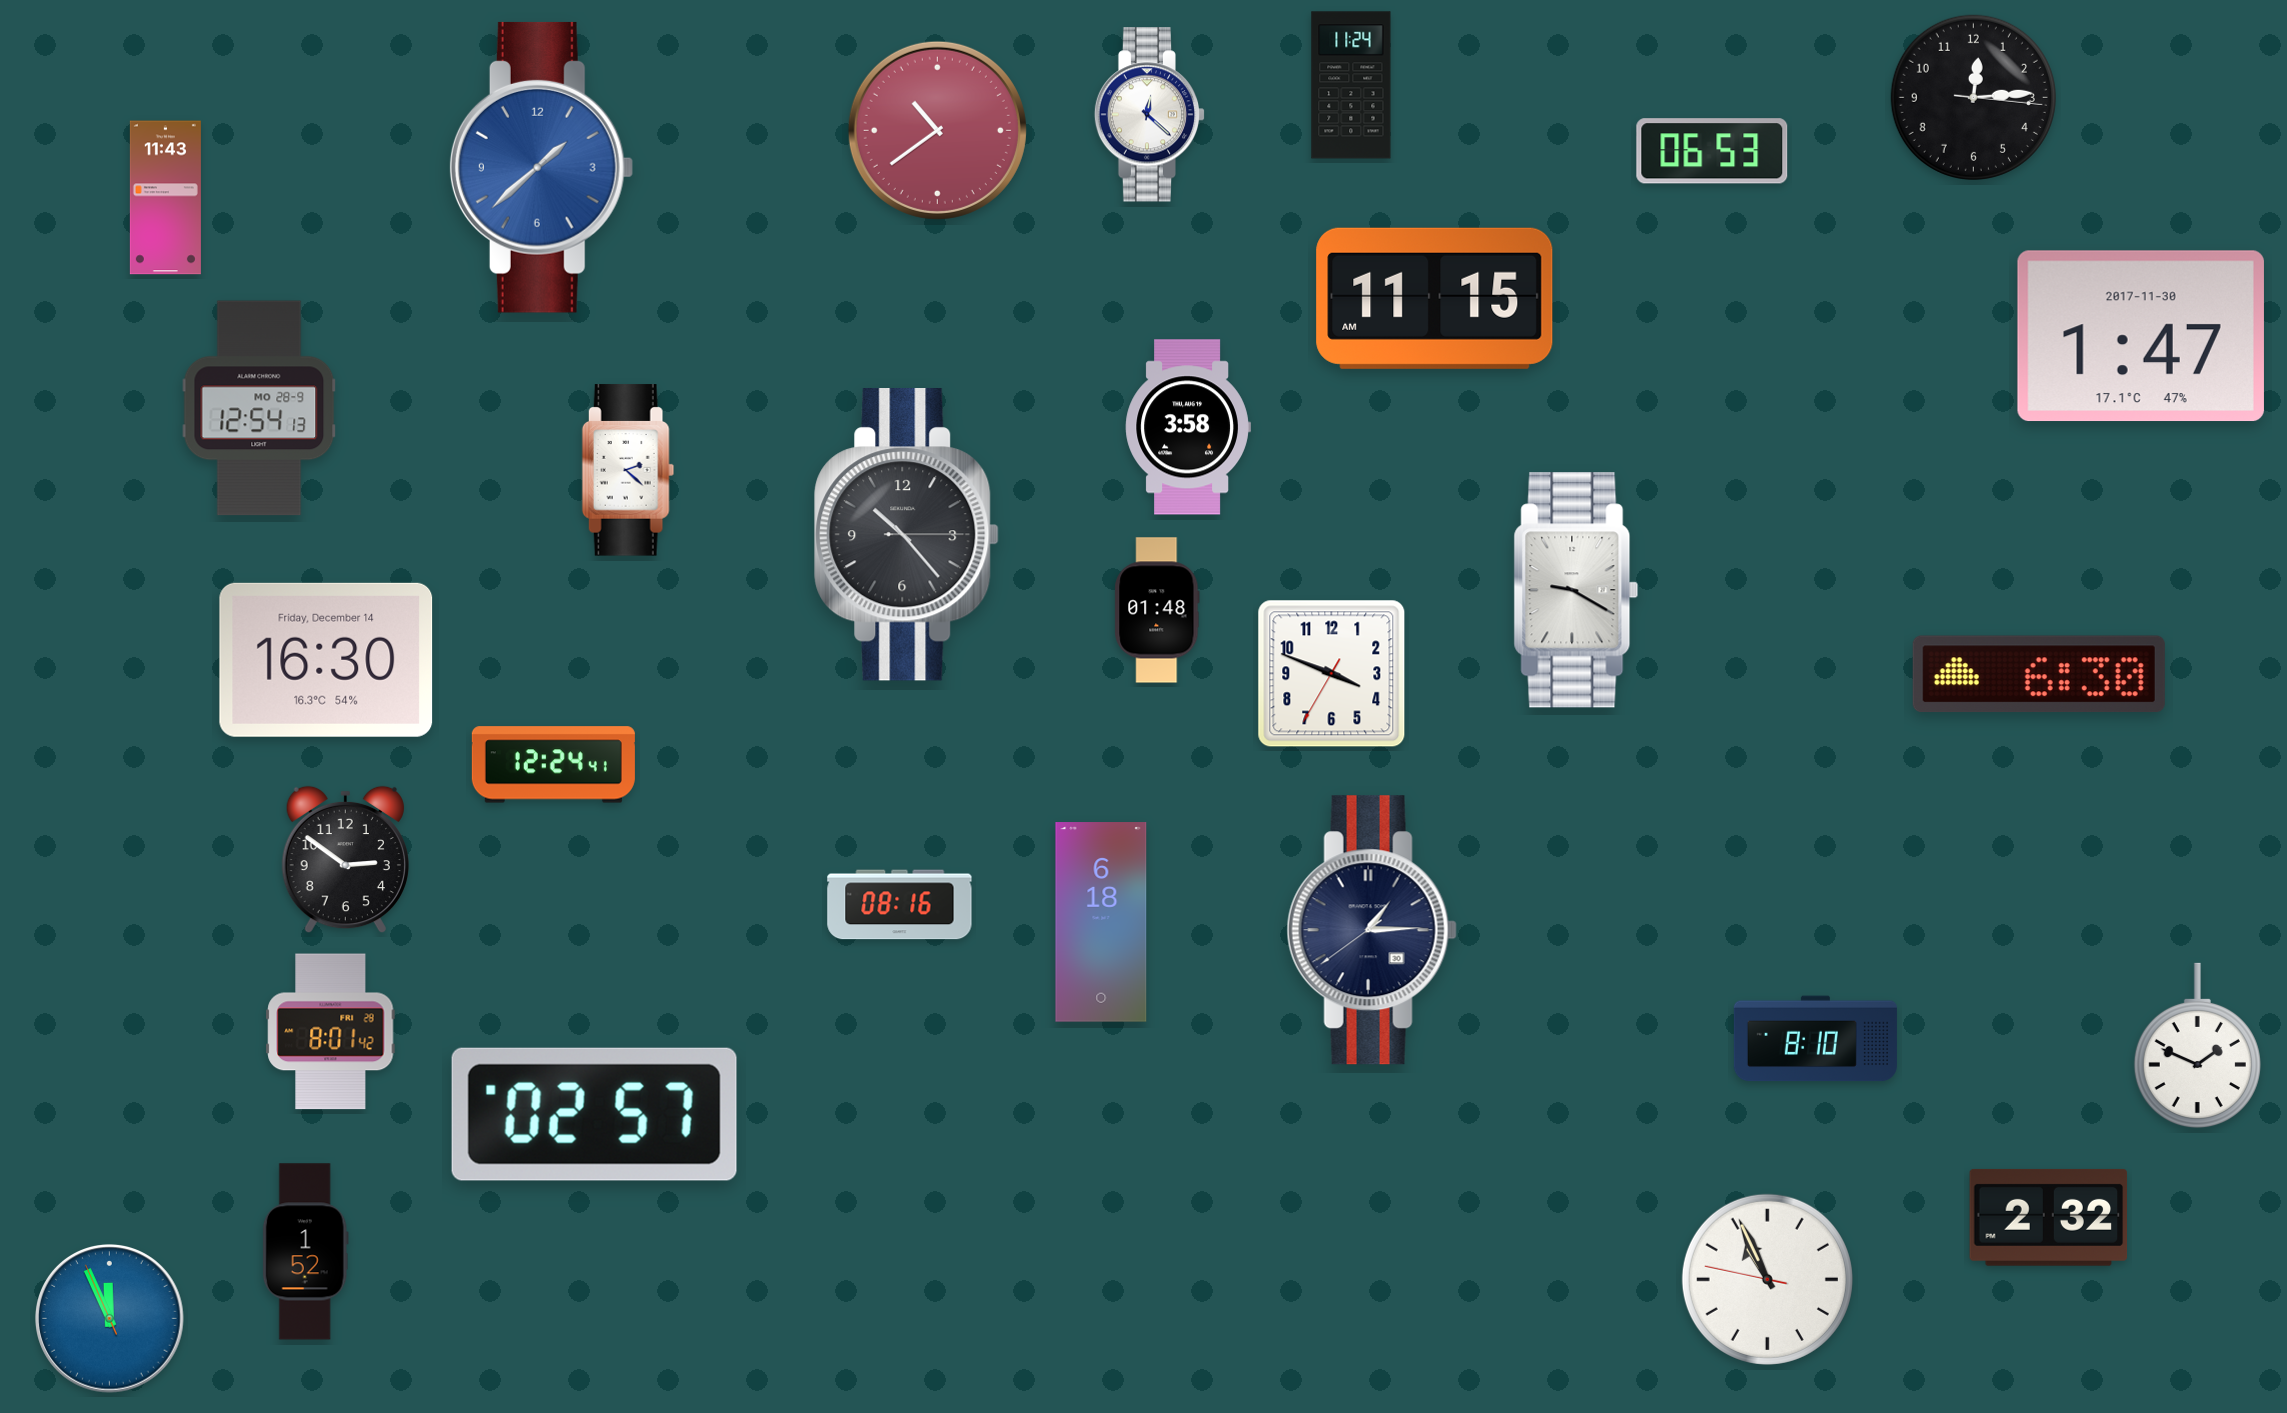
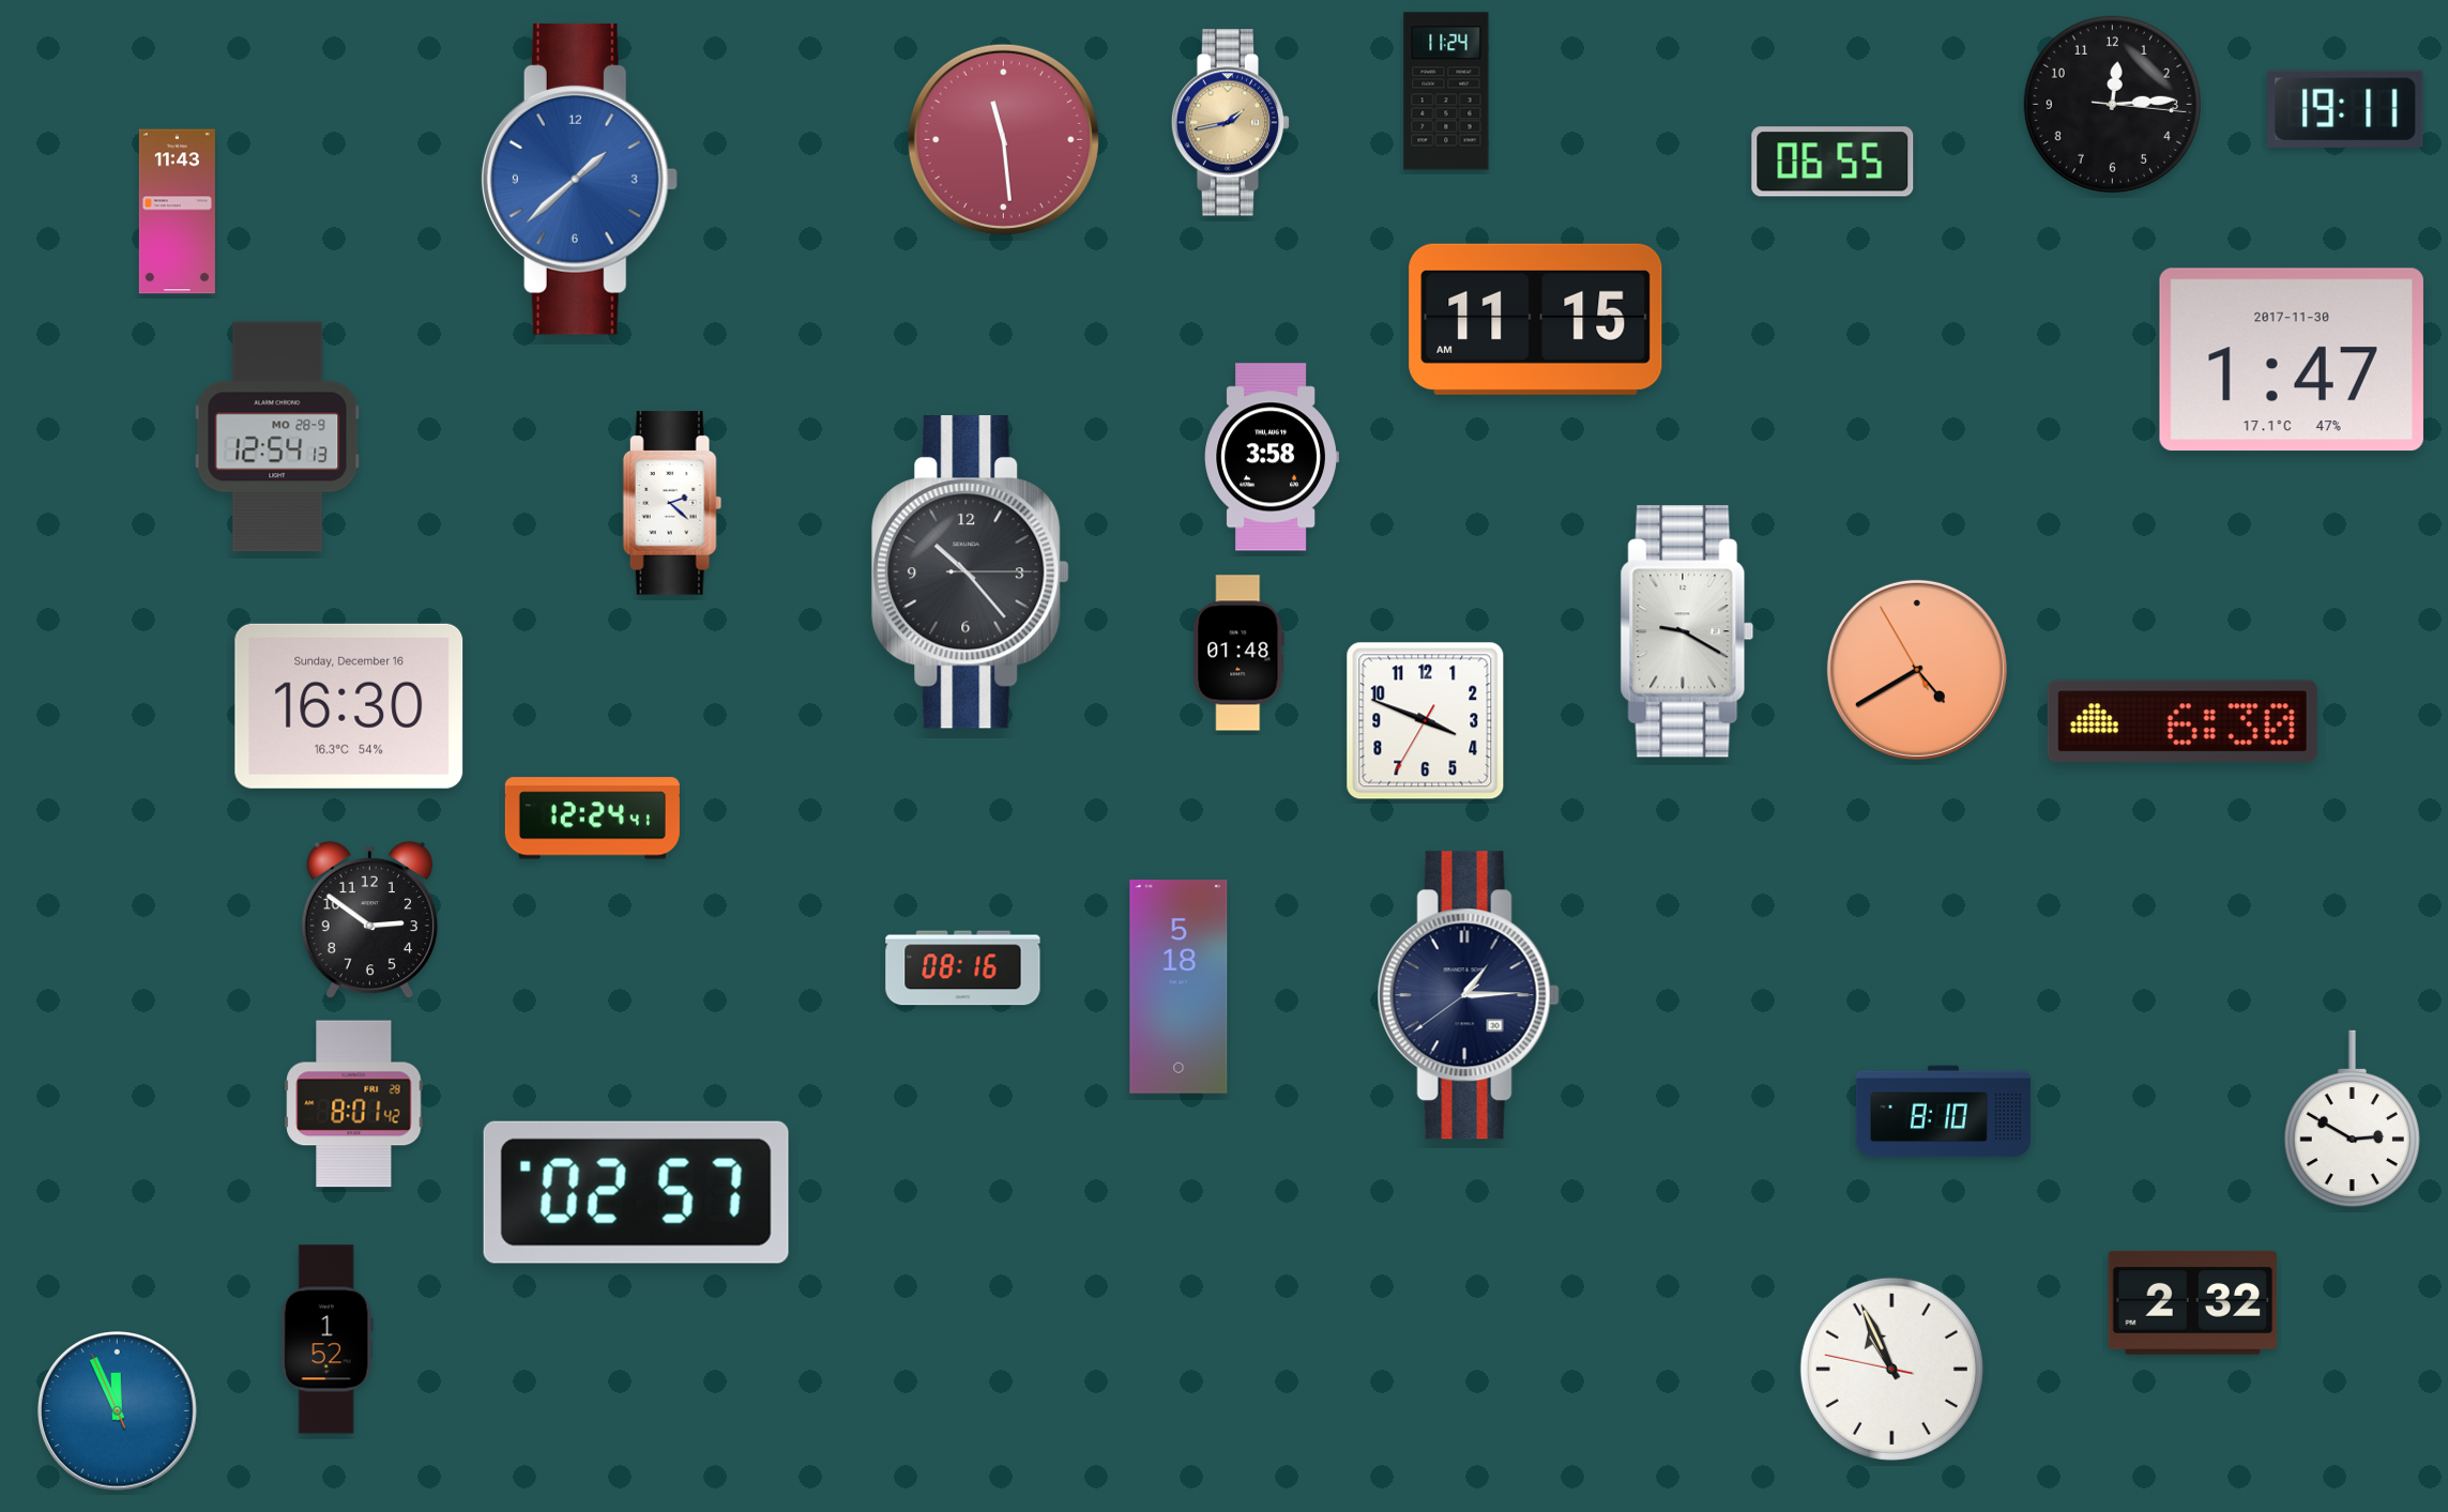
clock at (2345, 109): none -> 19:11
clock at (1150, 115): 12:22 -> 1:43
clock at (1150, 115) dial: white -> champagne
clock at (937, 130): 10:39 -> 11:29
clock at (1712, 151): 06:53 -> 06:55
clock at (1917, 670): none -> 4:39
clock at (326, 660) date: Friday, December 14 -> Sunday, December 16
clock at (1101, 922): 6:18 -> 5:18
clock at (2197, 1046): 1:49 -> 2:50
